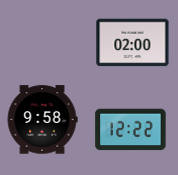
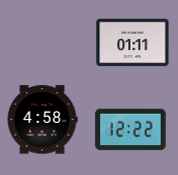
clock at (133, 43): 02:00 -> 01:11
clock at (42, 120): 9:58 -> 4:58
